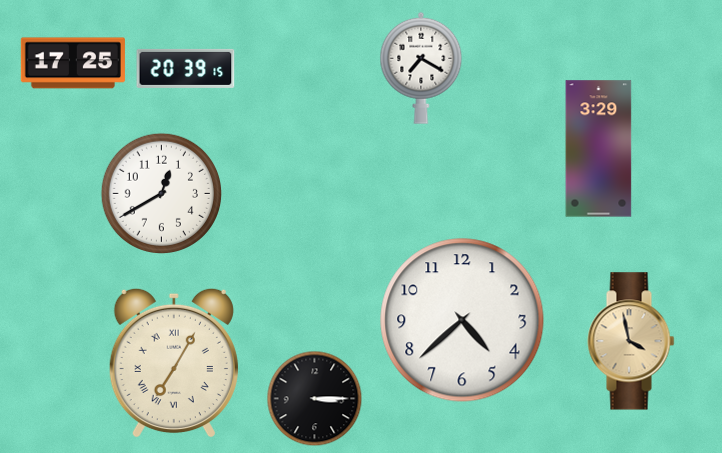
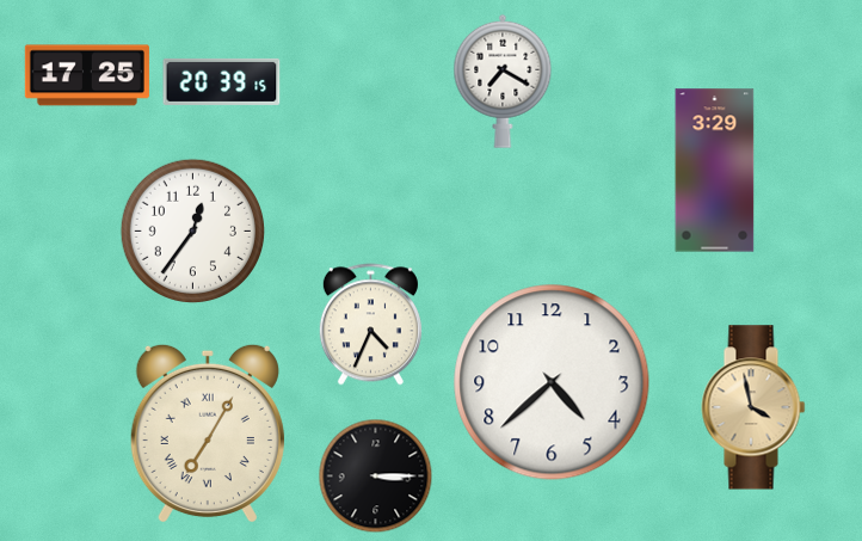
clock at (599, 149) position: (599, 149) -> (715, 171)
clock at (161, 193): 12:40 -> 12:36
clock at (370, 325): none -> 4:34
